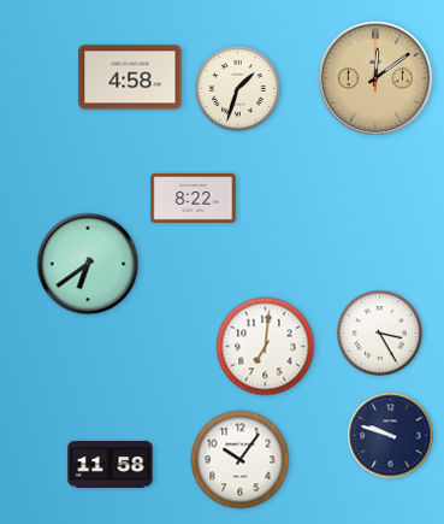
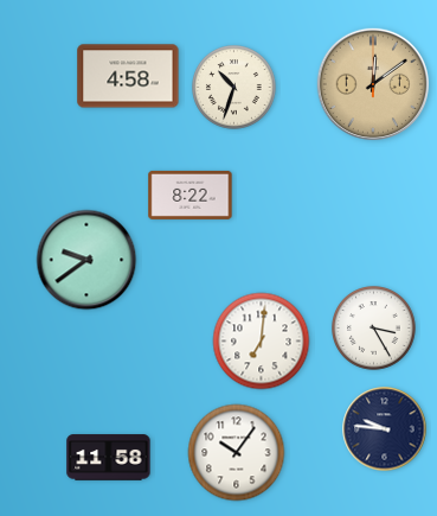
clock at (374, 77) position: (374, 77) -> (372, 83)
clock at (238, 89): 1:33 -> 10:33
clock at (88, 264): 6:39 -> 9:39
clock at (391, 436): 9:48 -> 9:46
